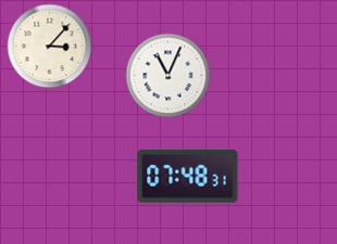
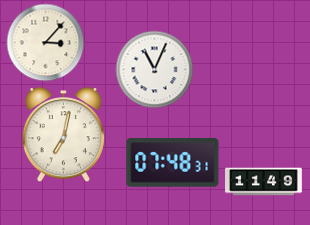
clock at (63, 135): none -> 7:02
clock at (264, 182): none -> 11:49
